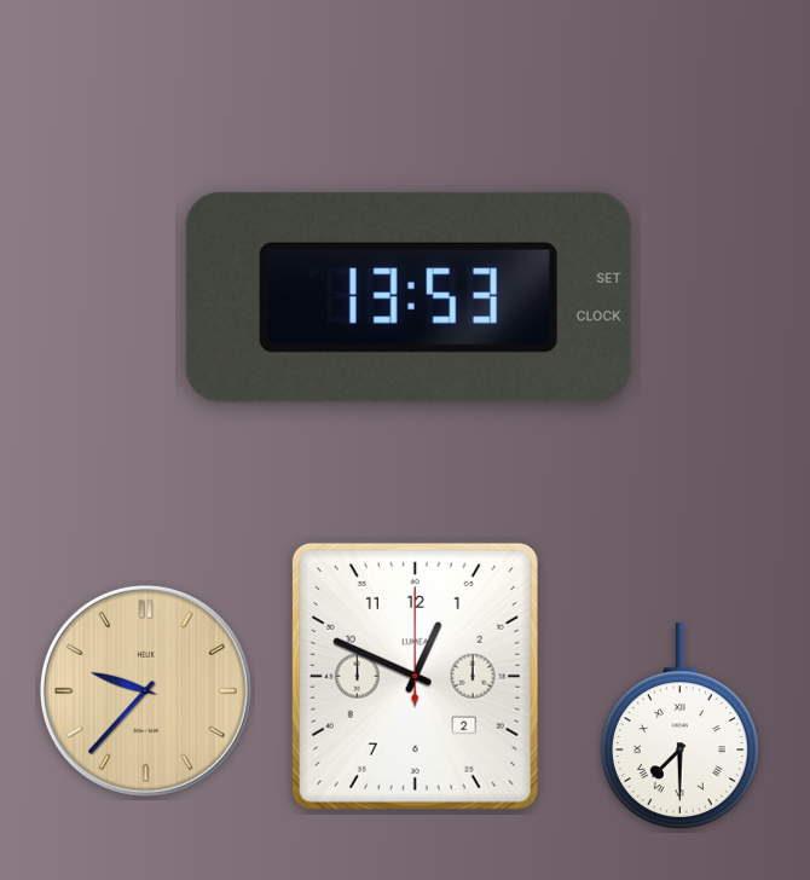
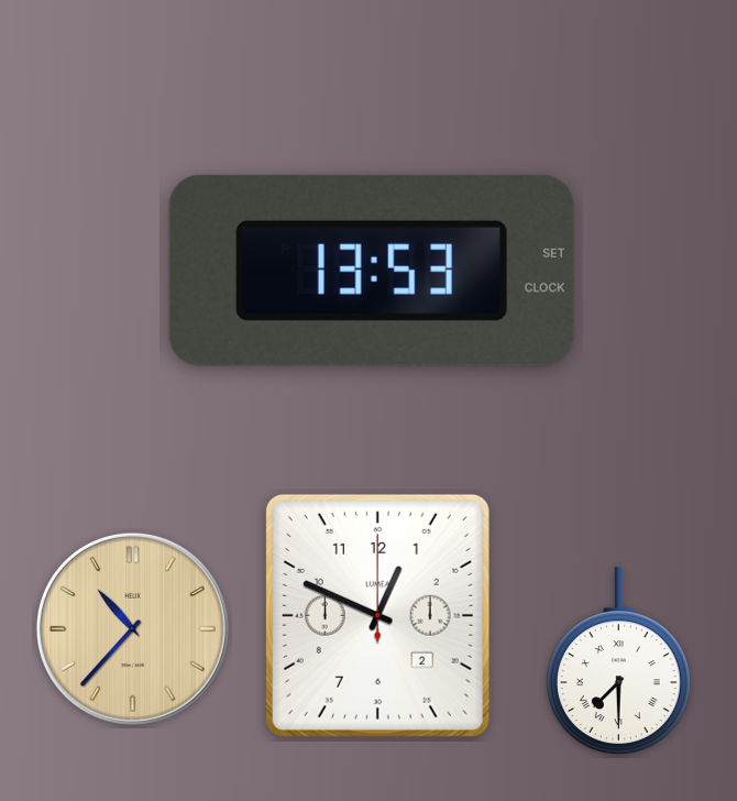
clock at (145, 690): 9:37 -> 10:37
